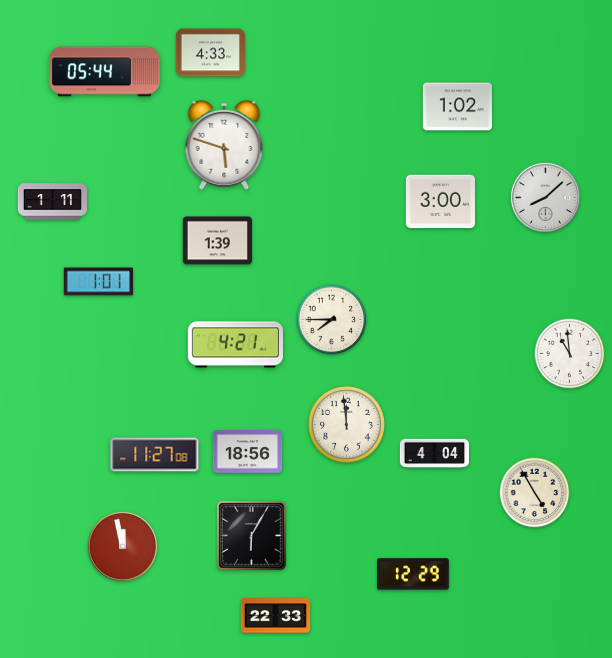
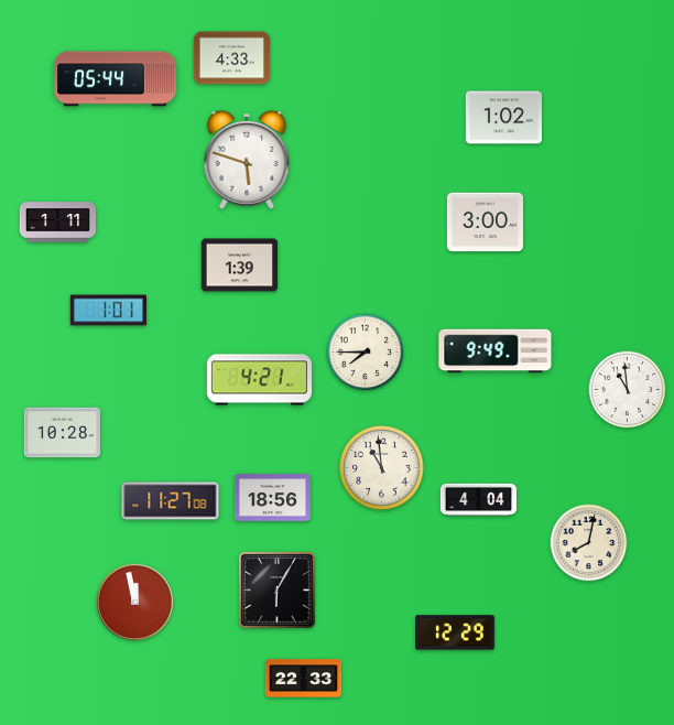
clock at (545, 197): 8:08 -> none
clock at (496, 351): none -> 9:49
clock at (63, 433): none -> 10:28
clock at (347, 425): 11:59 -> 10:59
clock at (535, 493): 4:55 -> 8:02
